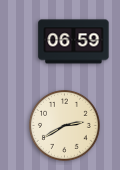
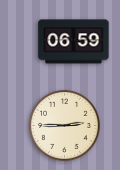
clock at (65, 126): 2:40 -> 2:45
